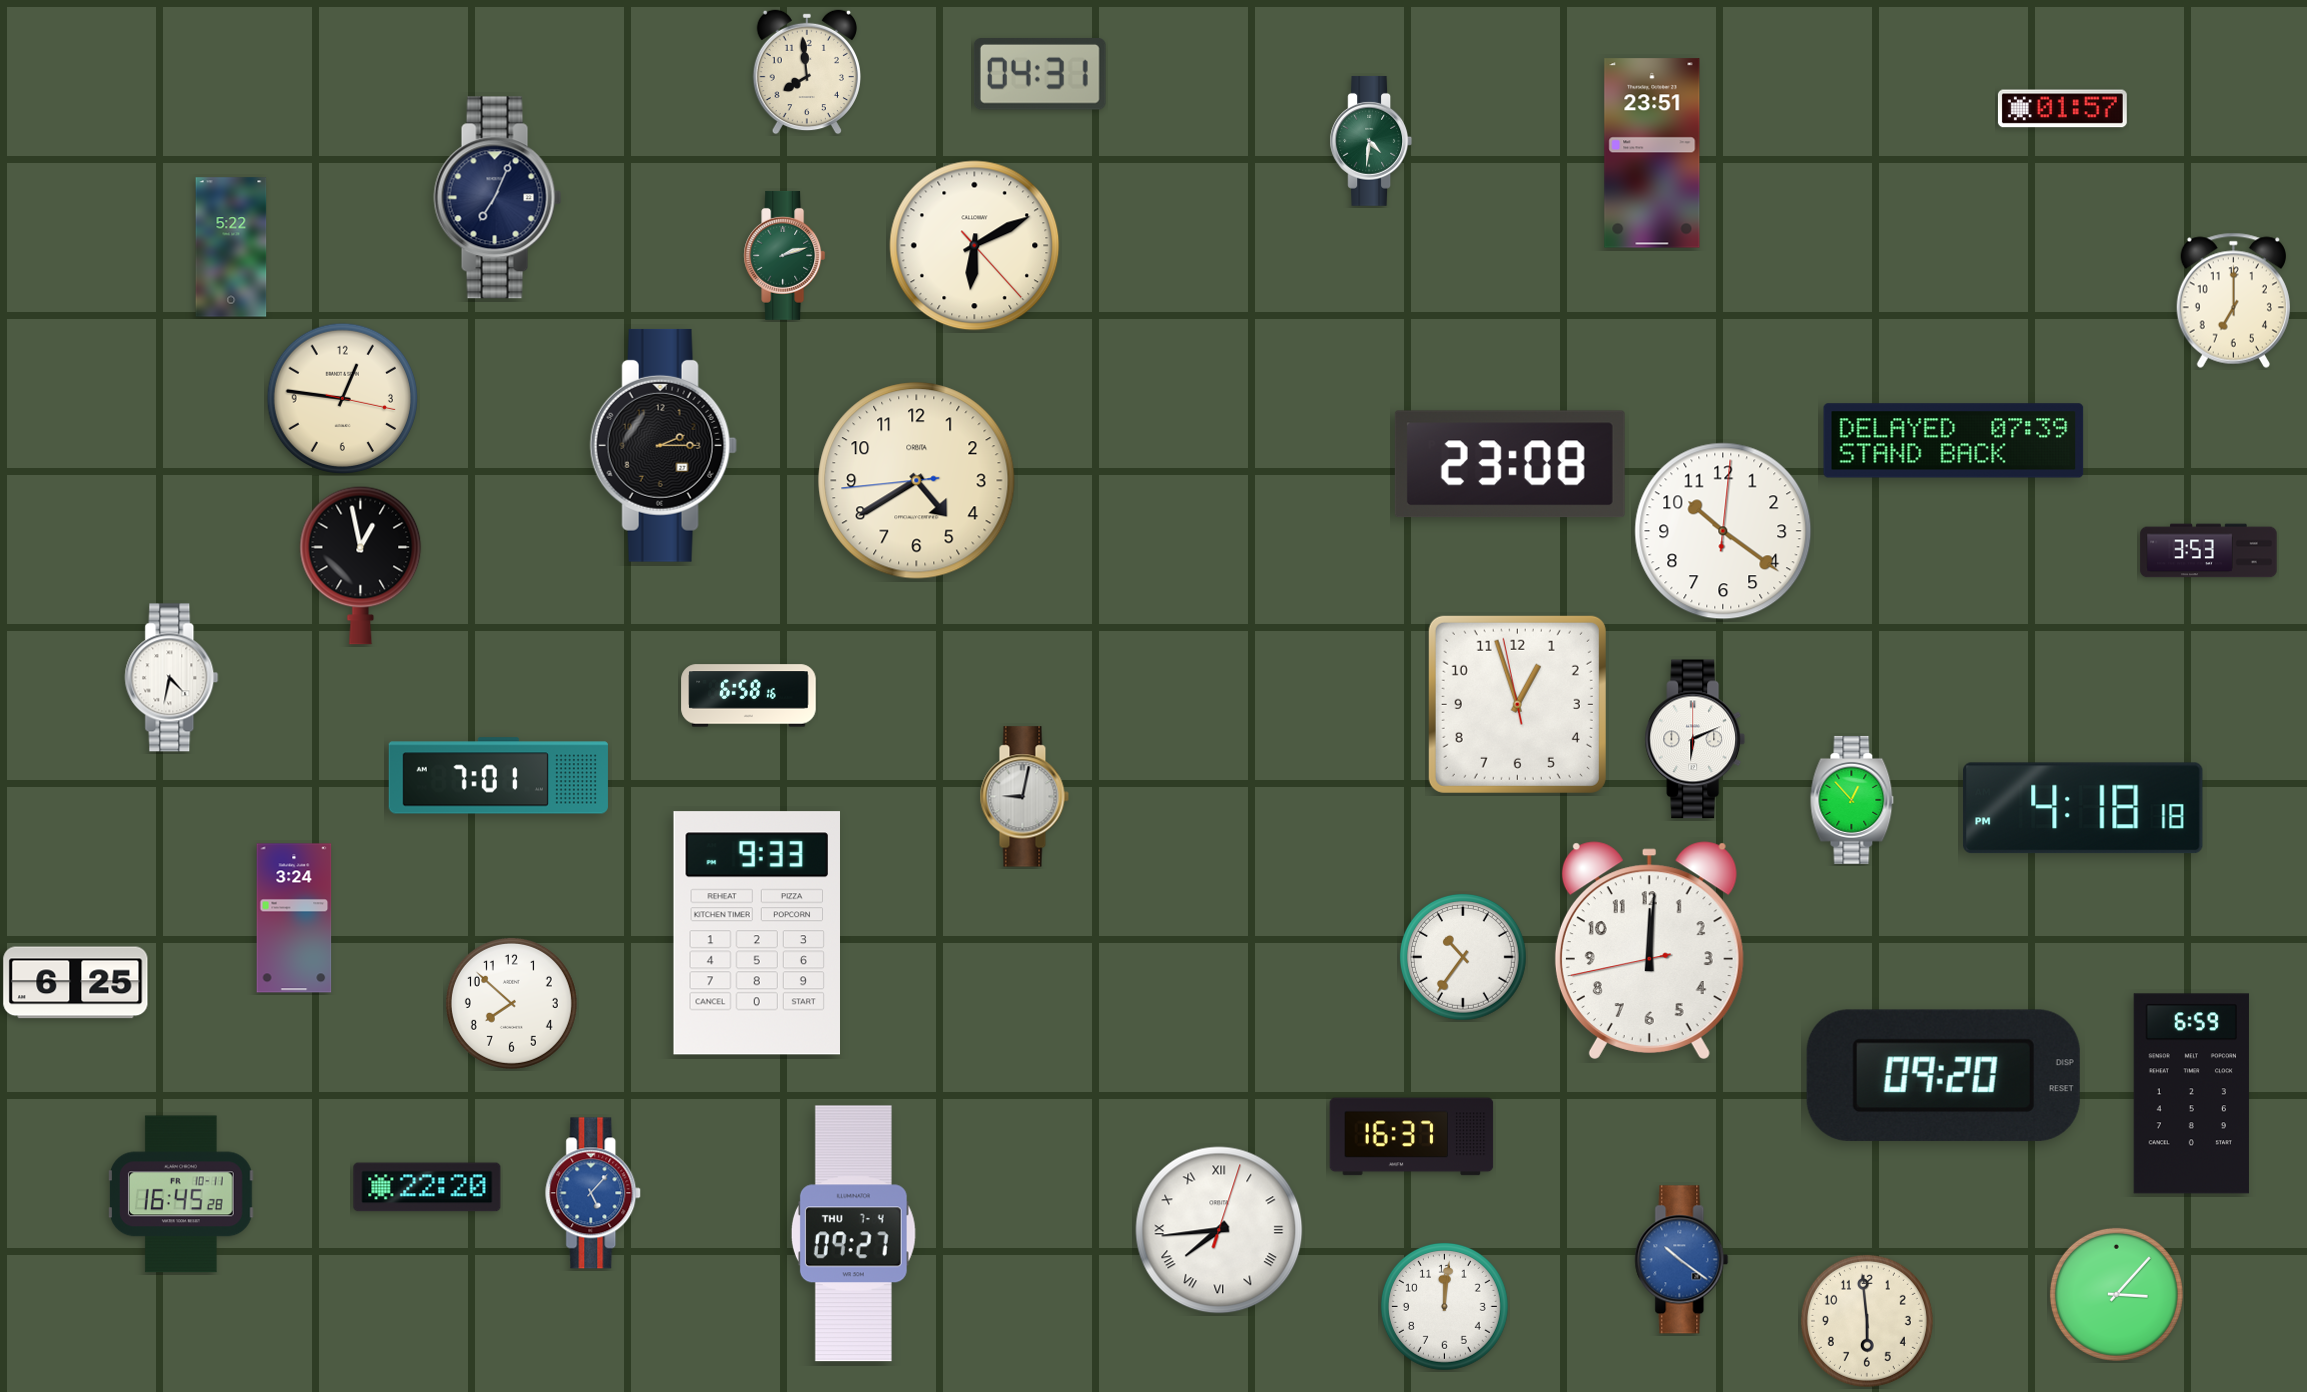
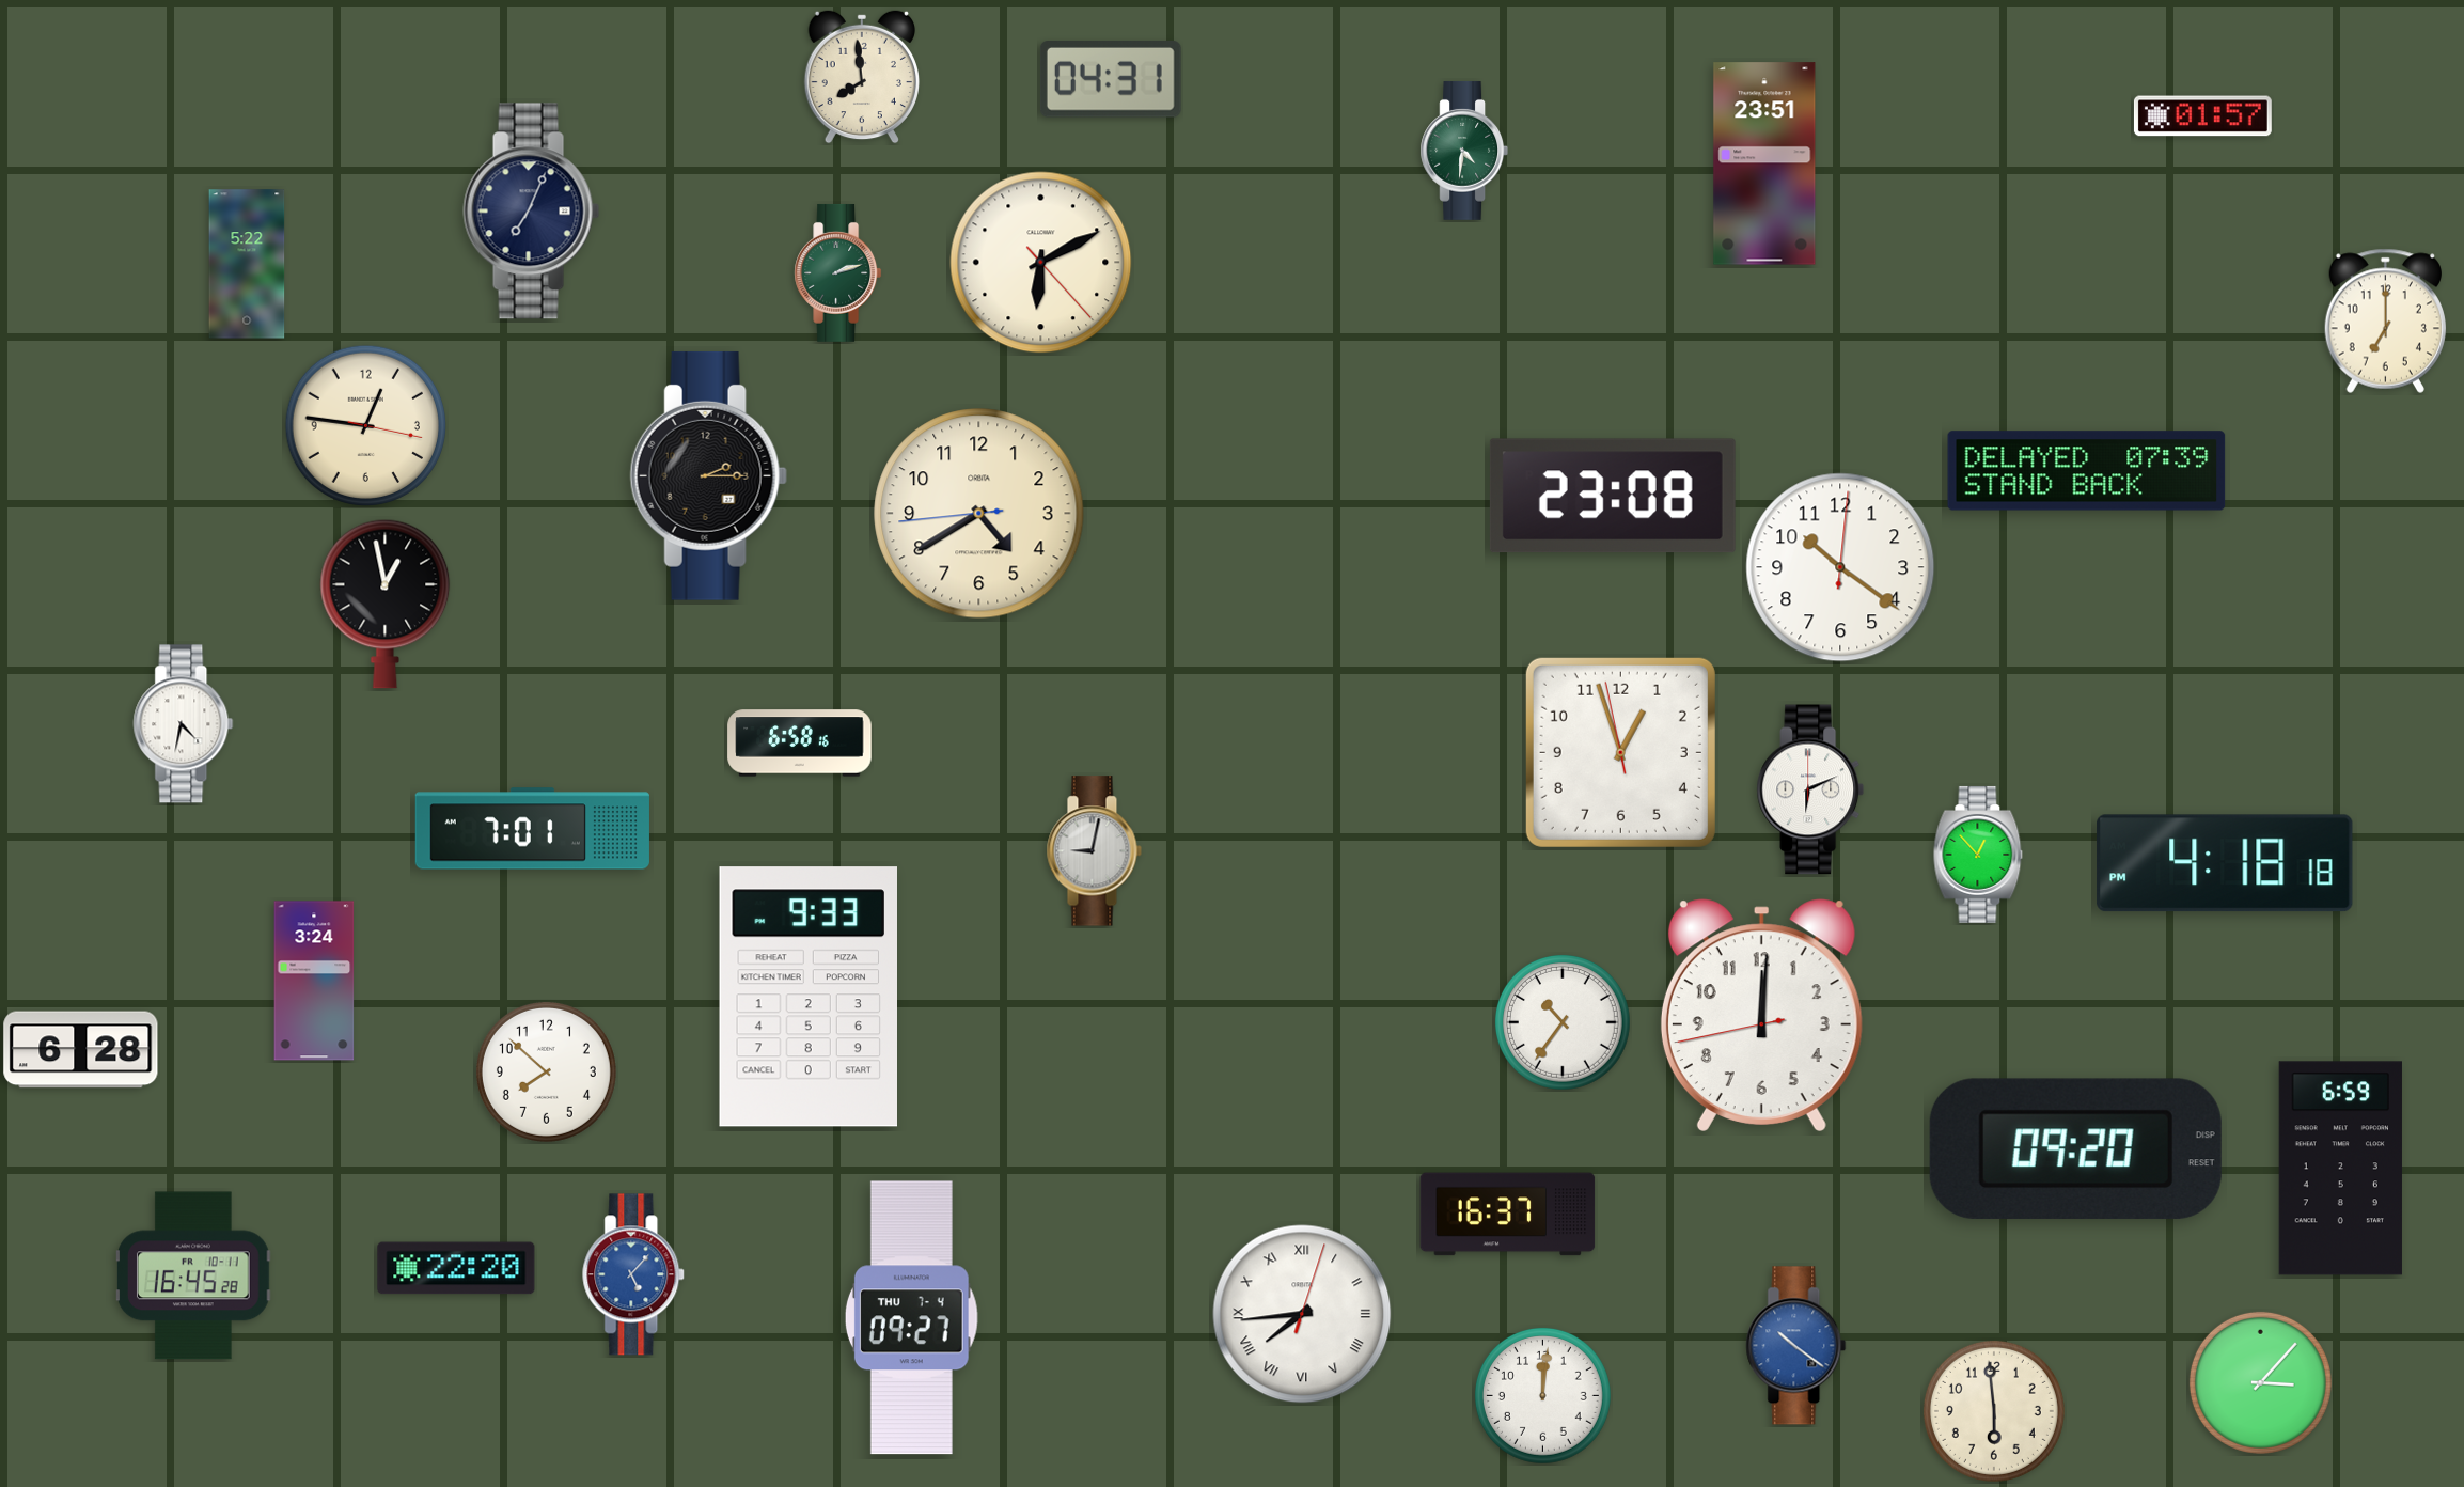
clock at (2209, 551): 3:53 -> none
clock at (76, 983): 6:25 -> 6:28
